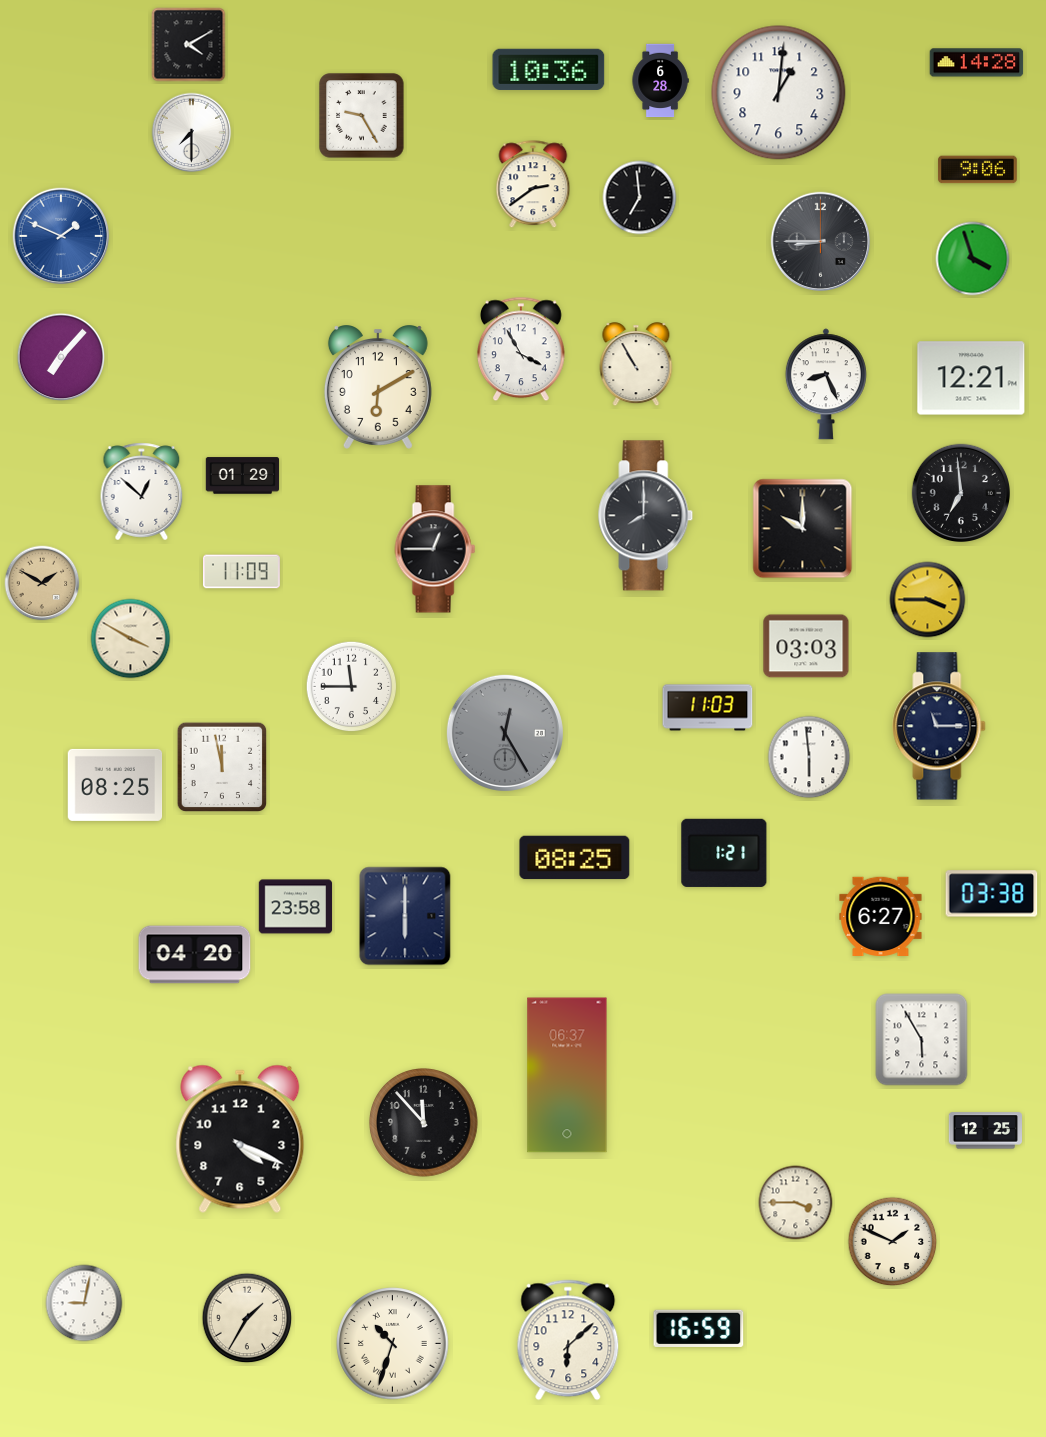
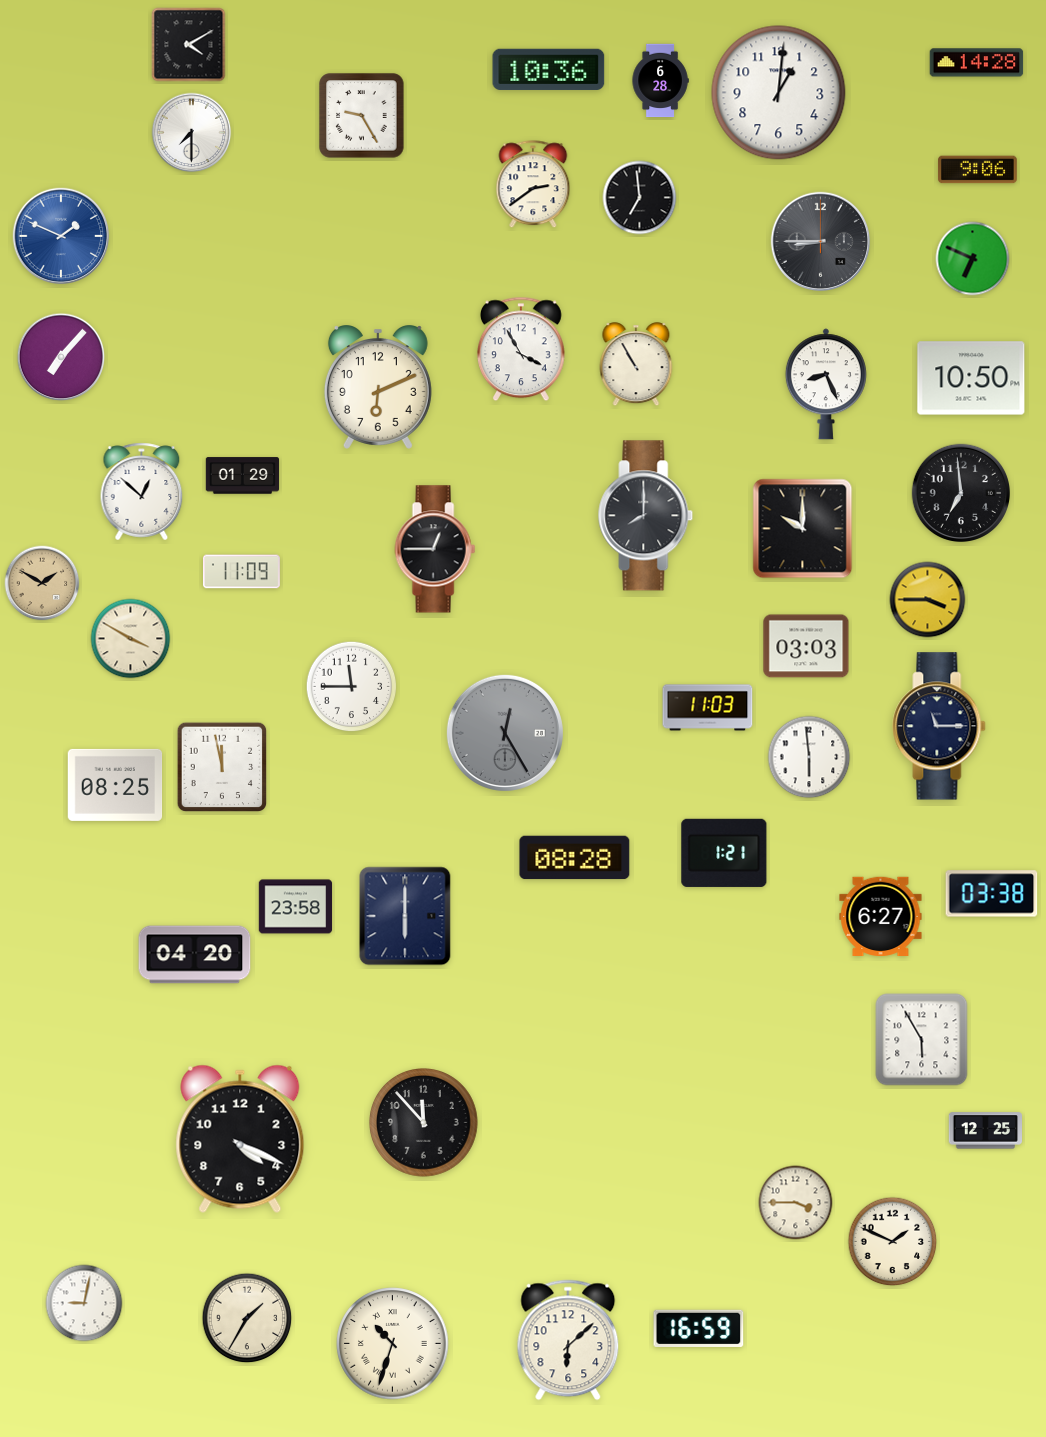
clock at (973, 259): 3:57 -> 6:49
clock at (971, 378): 12:21 -> 10:50
clock at (378, 388): 6:10 -> 6:11
clock at (575, 858): 08:25 -> 08:28
clock at (567, 1075): 06:37 -> none
